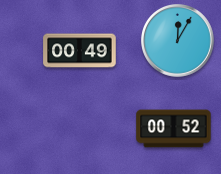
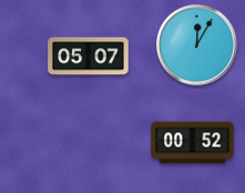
clock at (80, 51): 00:49 -> 05:07
